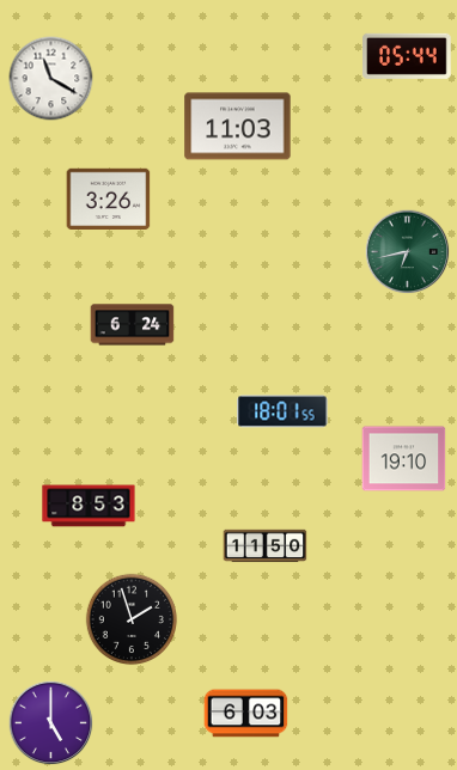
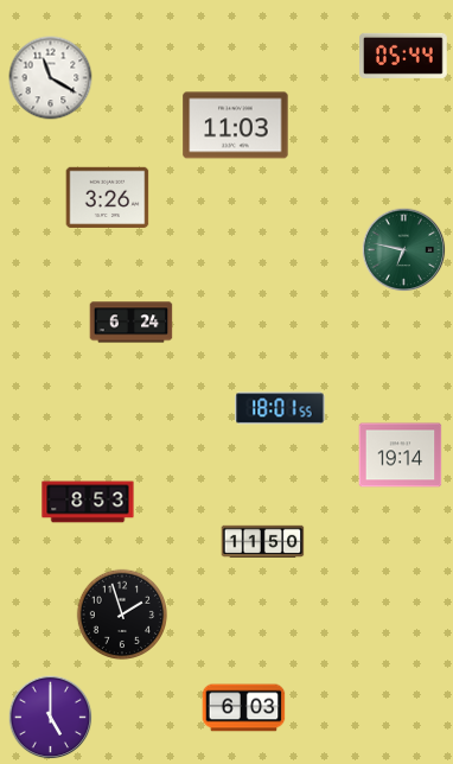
clock at (408, 252): 6:43 -> 6:47
clock at (404, 459): 19:10 -> 19:14
clock at (132, 619) position: (132, 619) -> (122, 615)
